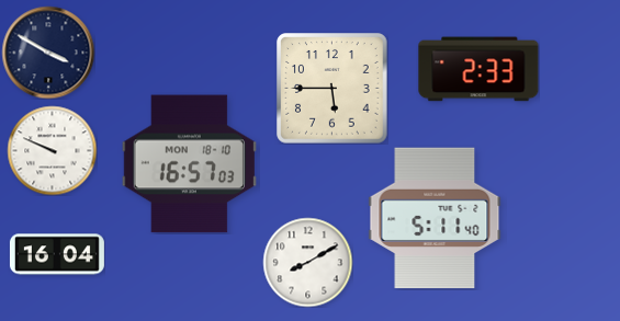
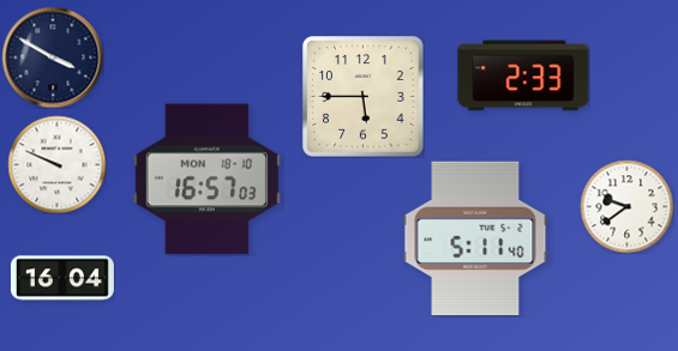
clock at (626, 206): none -> 9:39
clock at (307, 262): 8:10 -> none
